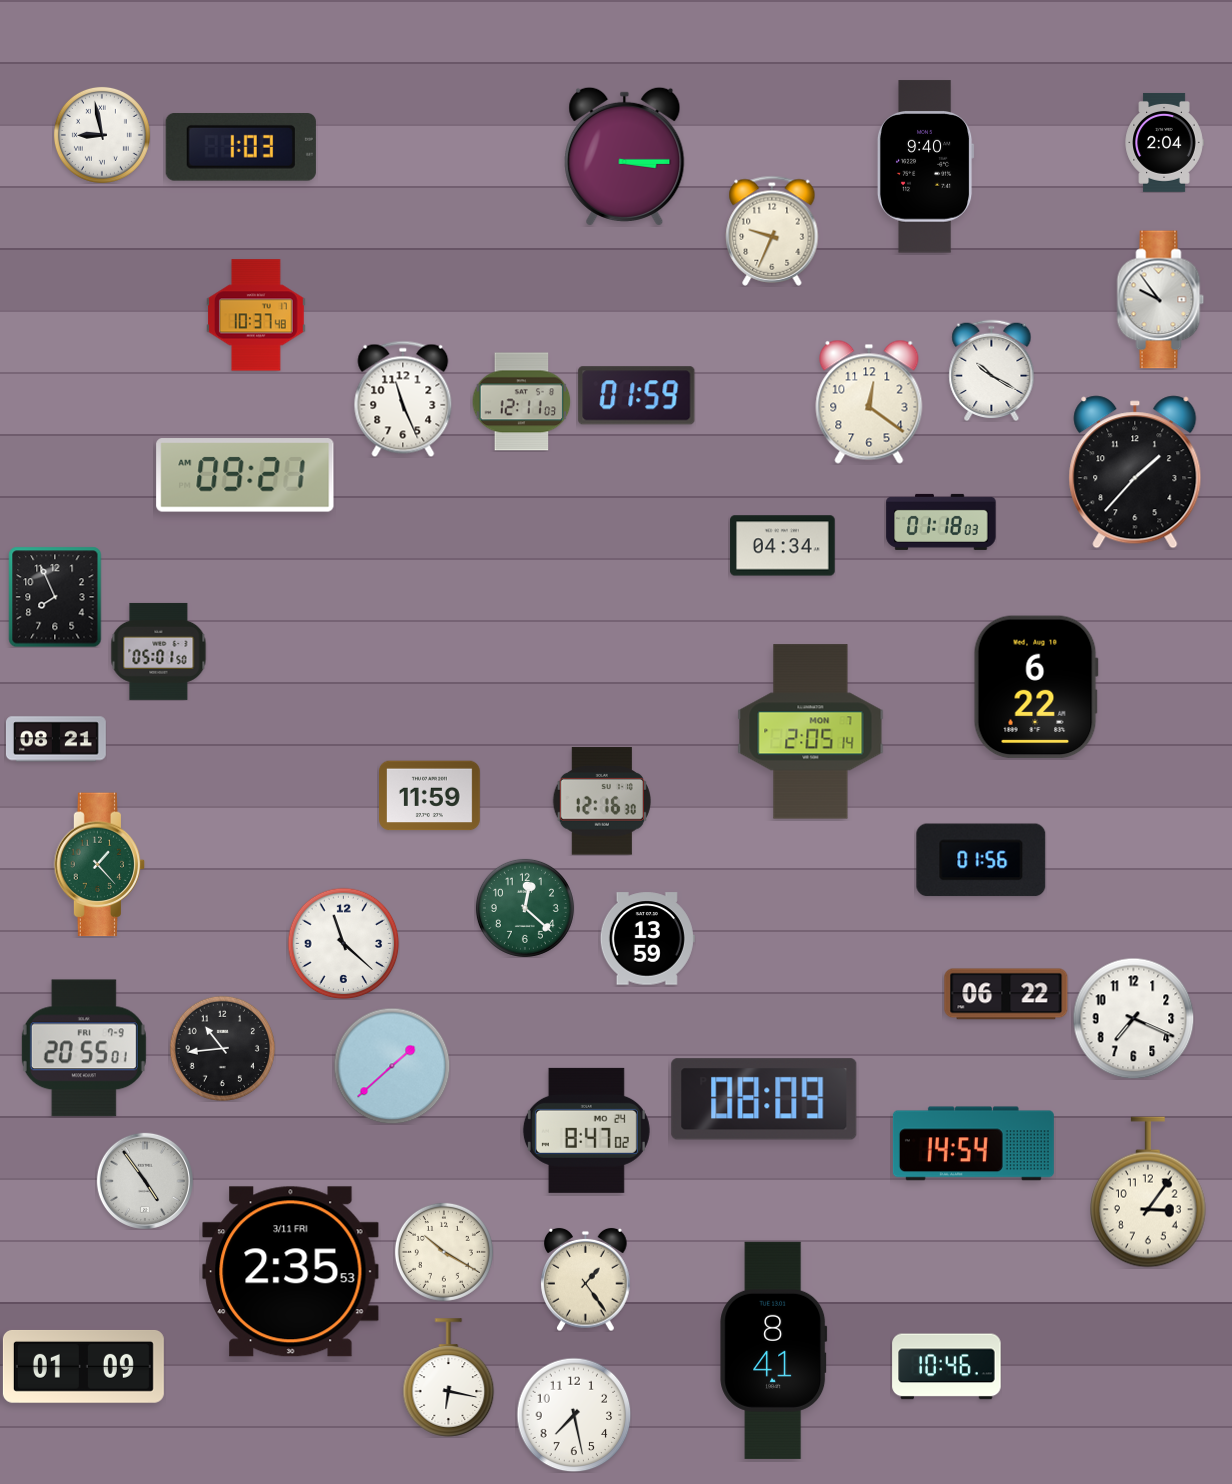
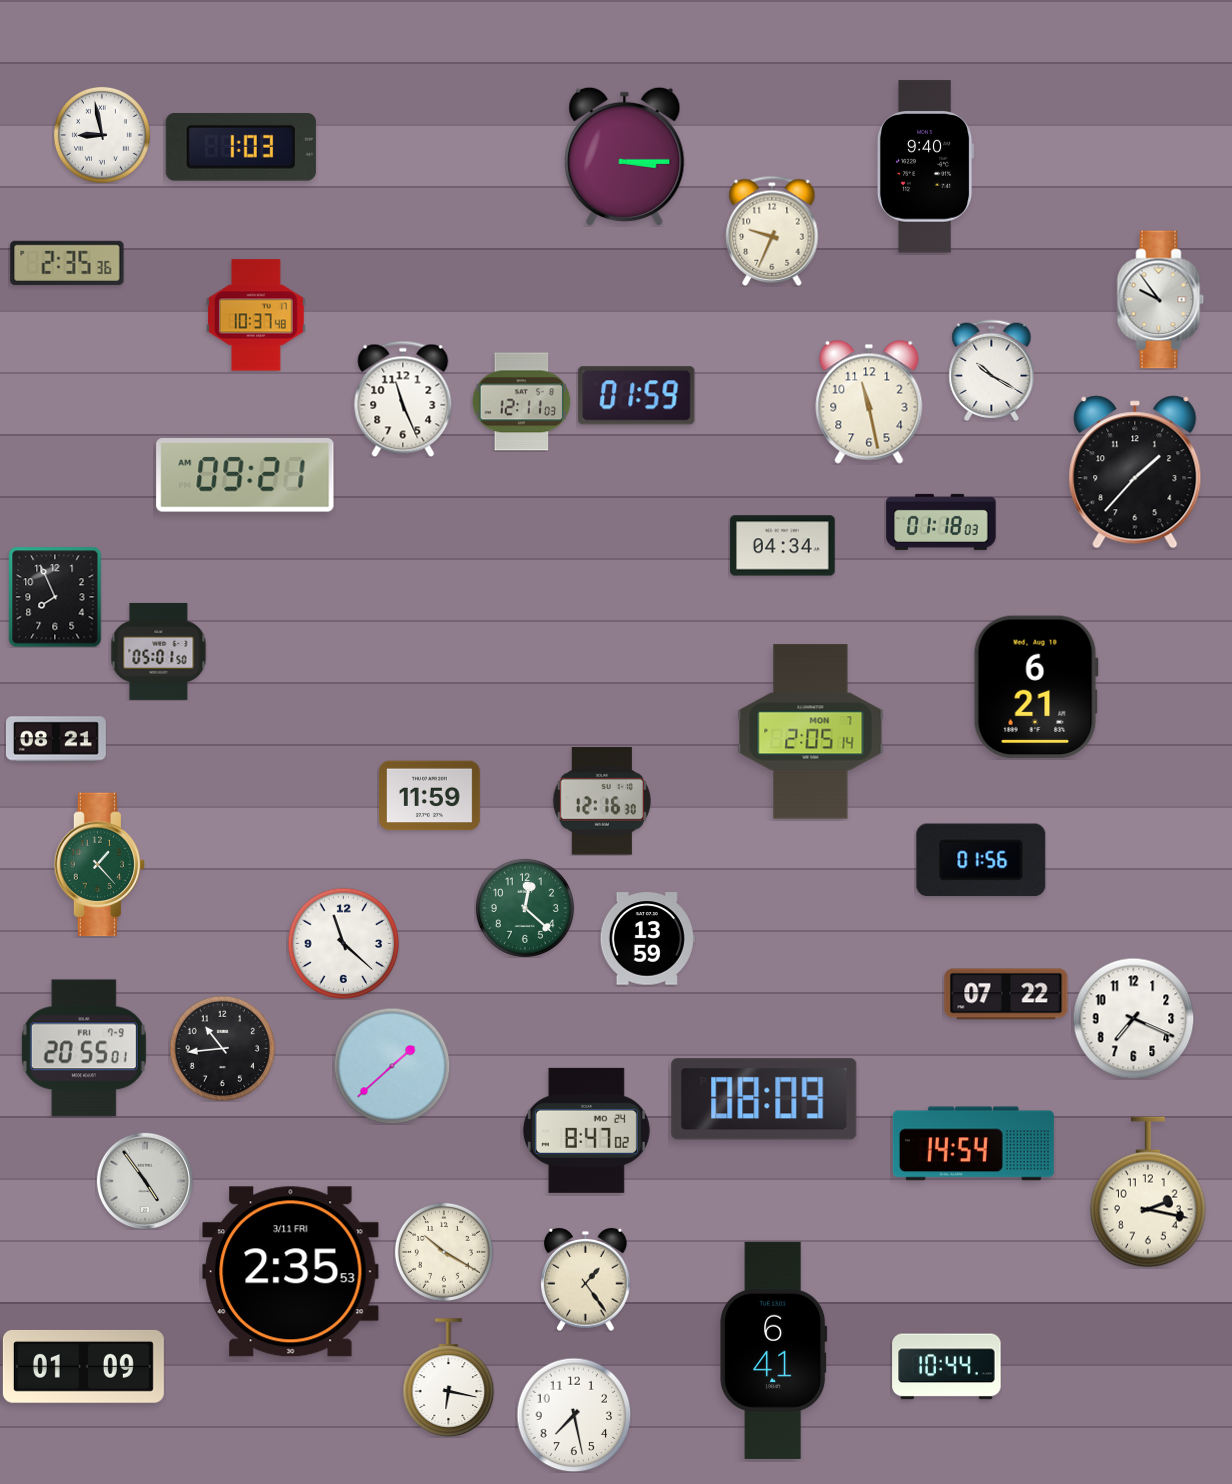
clock at (1164, 143): 2:04 -> none
clock at (67, 263): none -> 2:35
clock at (869, 402): 12:21 -> 11:28
clock at (1036, 687): 6:22 -> 6:21
clock at (1006, 994): 06:22 -> 07:22
clock at (1149, 1192): 3:06 -> 2:17
clock at (774, 1350): 8:41 -> 6:41
clock at (947, 1367): 10:46 -> 10:44
